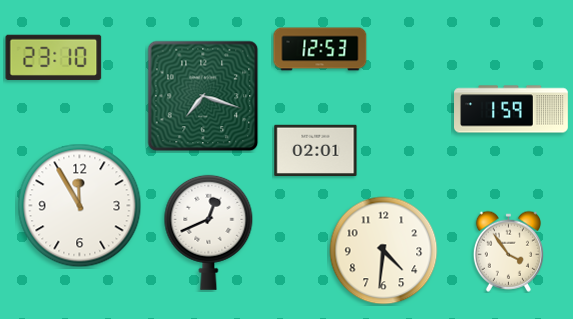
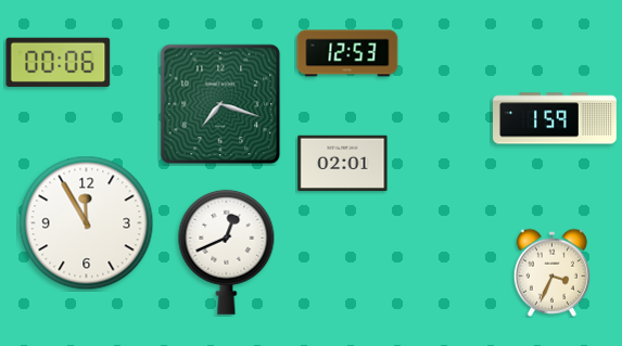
clock at (54, 57): 23:10 -> 00:06
clock at (384, 251): 4:31 -> none
clock at (508, 251): 3:54 -> 3:34
